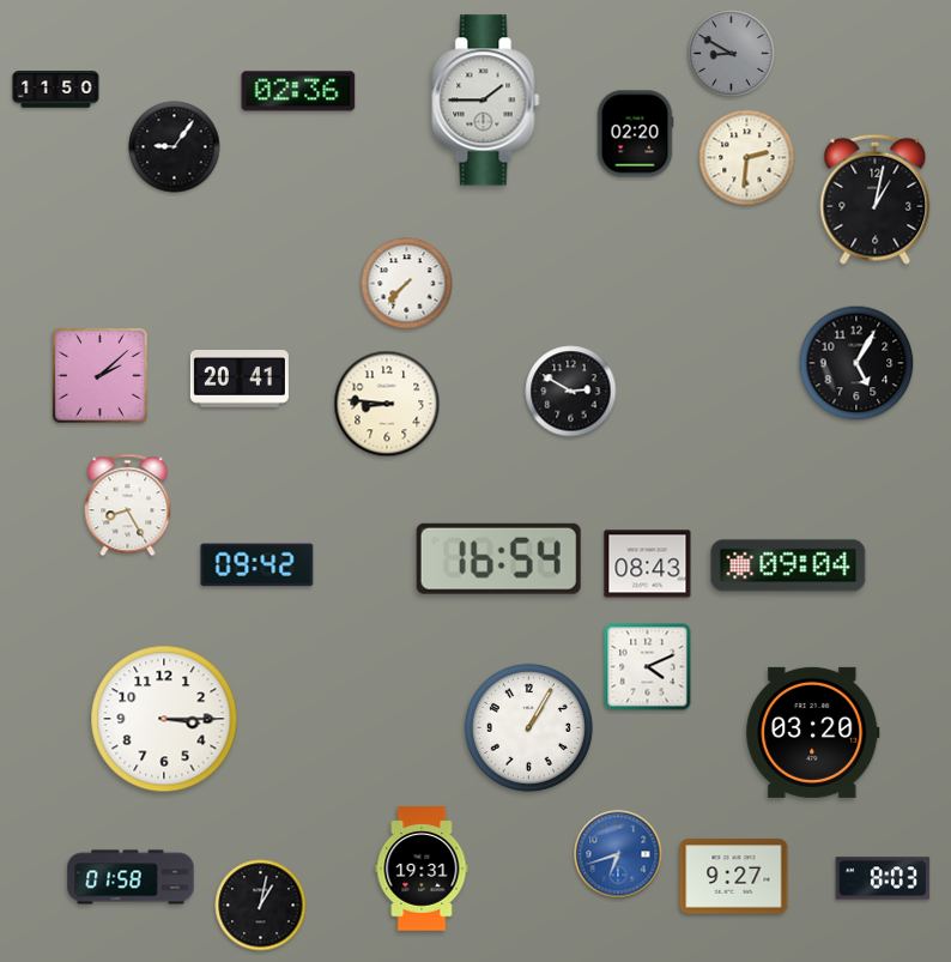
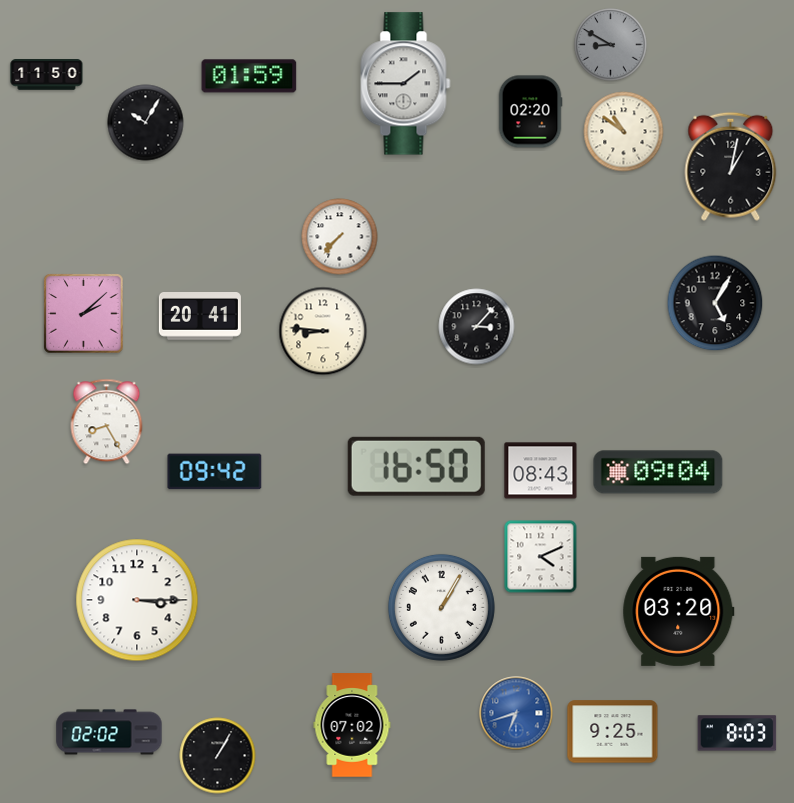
clock at (298, 91): 02:36 -> 01:59
clock at (175, 147): 9:06 -> 10:05
clock at (747, 158): 2:31 -> 10:51
clock at (571, 392): 2:50 -> 3:07
clock at (387, 404) position: (387, 404) -> (323, 331)
clock at (498, 558): 16:54 -> 16:50
clock at (422, 869): 19:31 -> 07:02
clock at (131, 877): 01:58 -> 02:02
clock at (734, 877): 9:27 -> 9:25
clock at (261, 906): 1:02 -> 1:05
